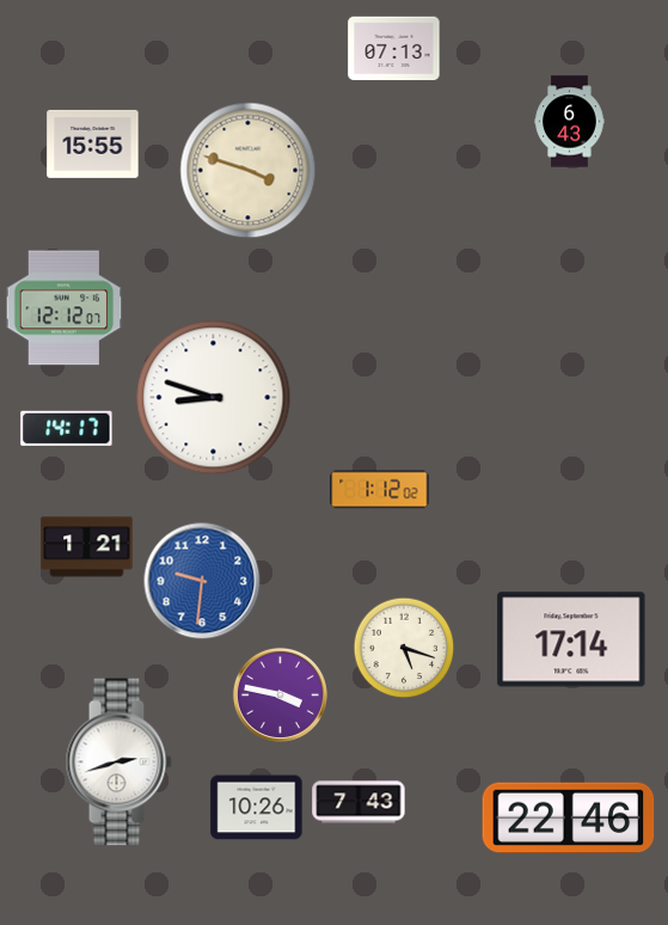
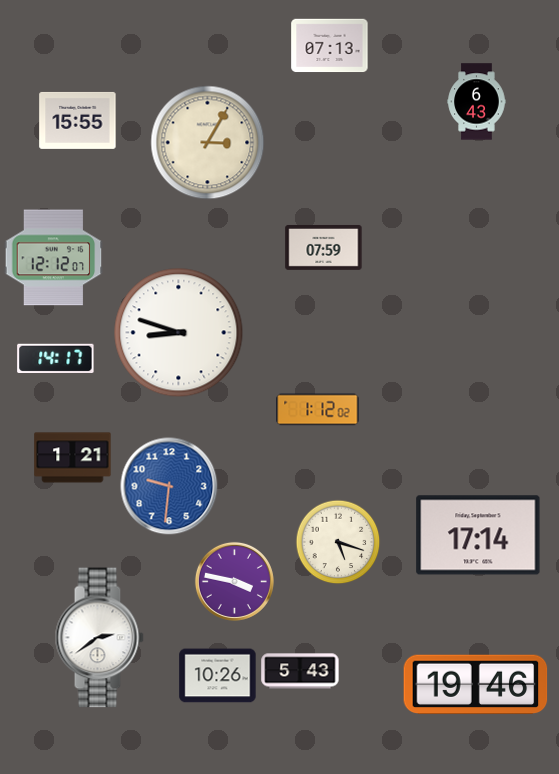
clock at (394, 49) position: (394, 49) -> (330, 46)
clock at (249, 171): 3:48 -> 3:05
clock at (324, 247): none -> 07:59
clock at (118, 762): 2:42 -> 2:39
clock at (358, 802): 7:43 -> 5:43
clock at (257, 808) position: (257, 808) -> (218, 676)
clock at (569, 819): 22:46 -> 19:46
